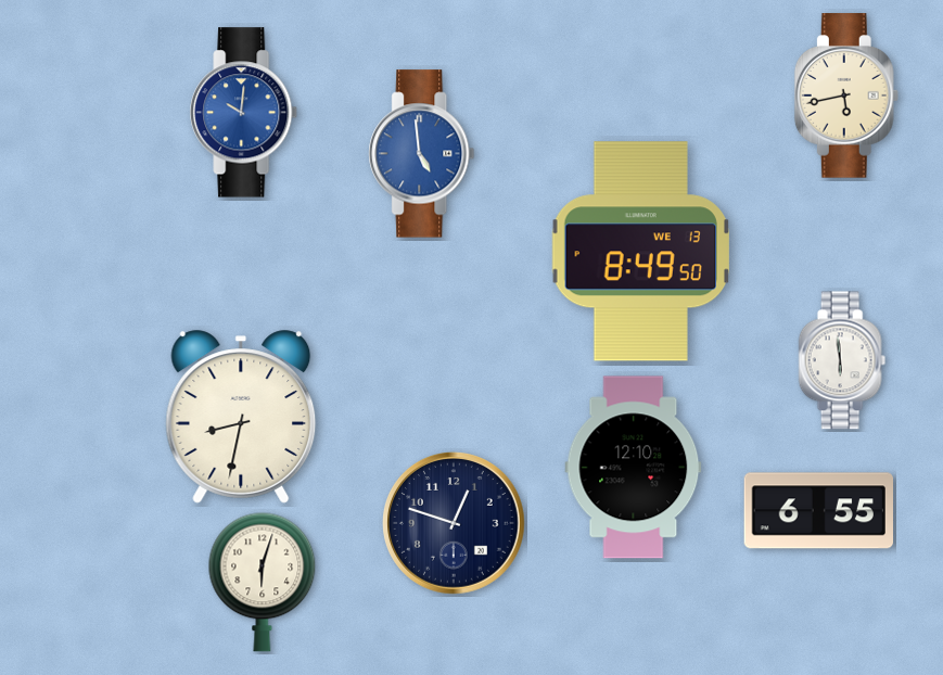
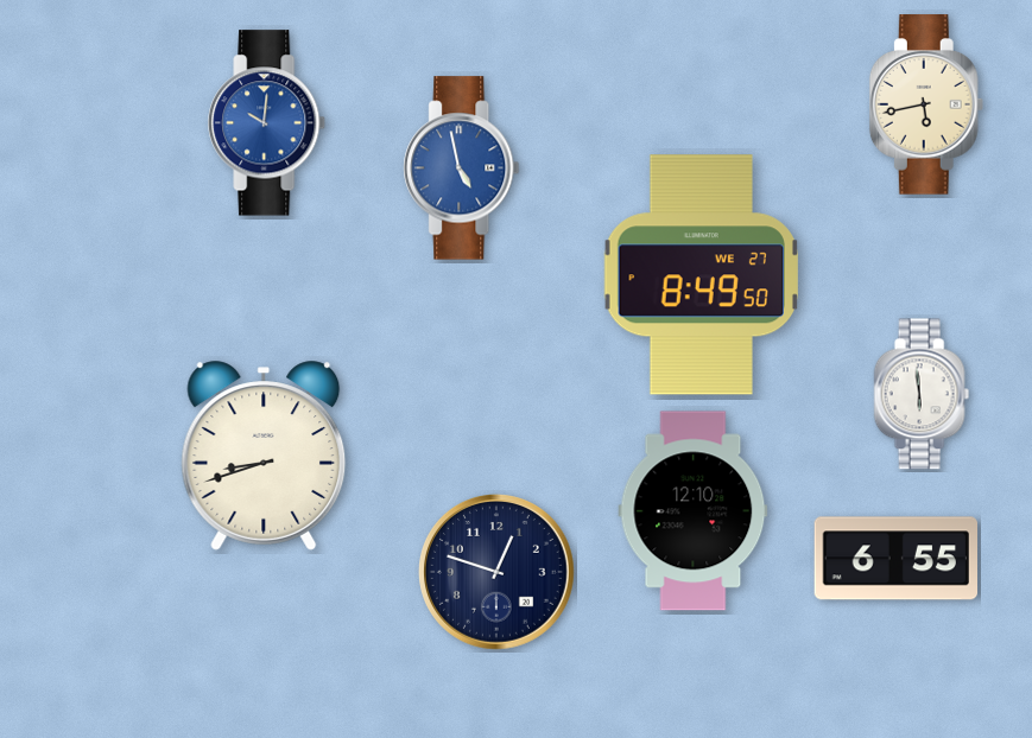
clock at (422, 154): 4:59 -> 4:58
clock at (640, 252) date: WE 13 -> WE 27
clock at (241, 417): 8:32 -> 8:42
clock at (263, 582): 6:03 -> none
